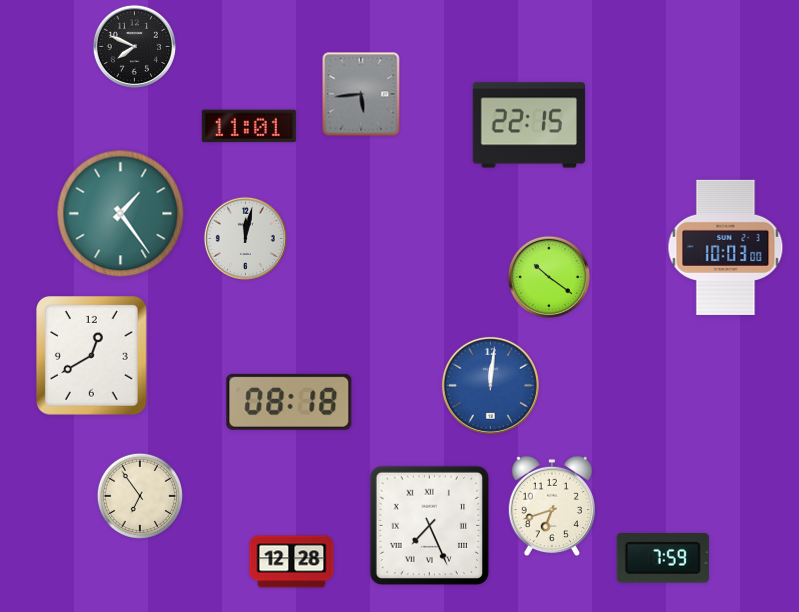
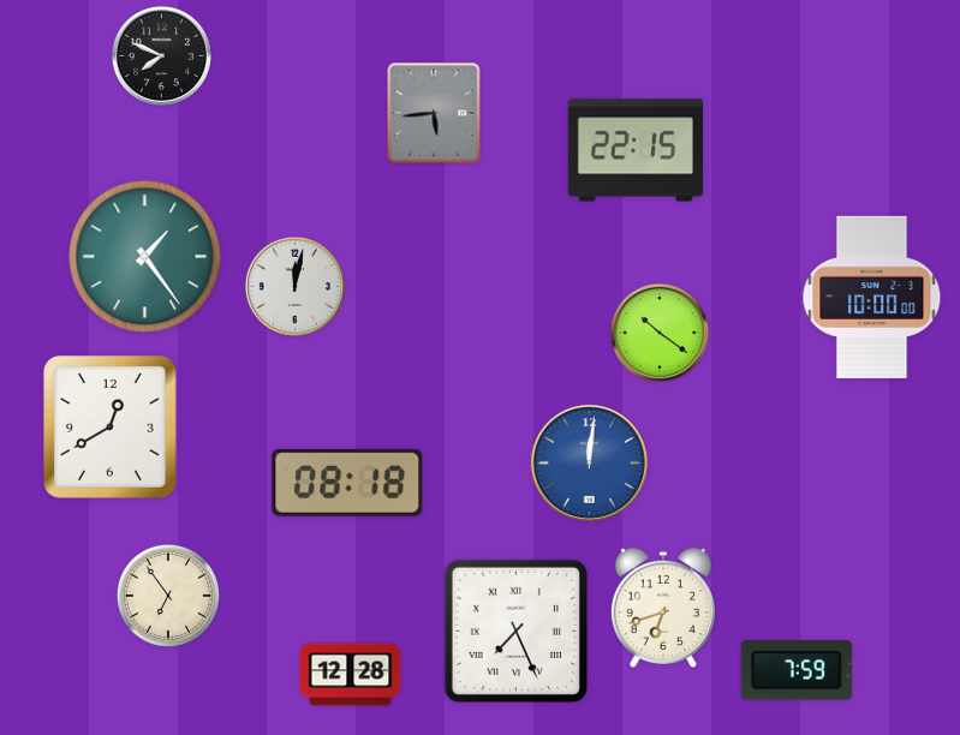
clock at (249, 126): 11:01 -> none
clock at (726, 247): 10:03 -> 10:00
